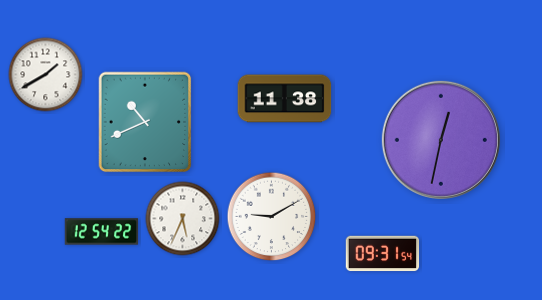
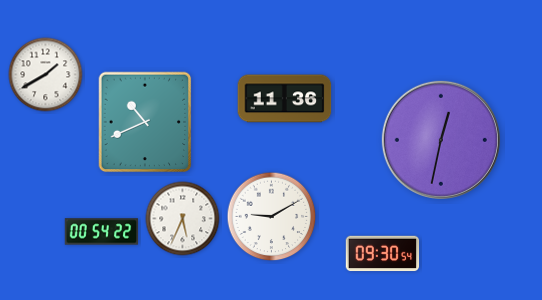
clock at (285, 99): 11:38 -> 11:36
clock at (102, 232): 12:54 -> 00:54
clock at (383, 254): 09:31 -> 09:30
